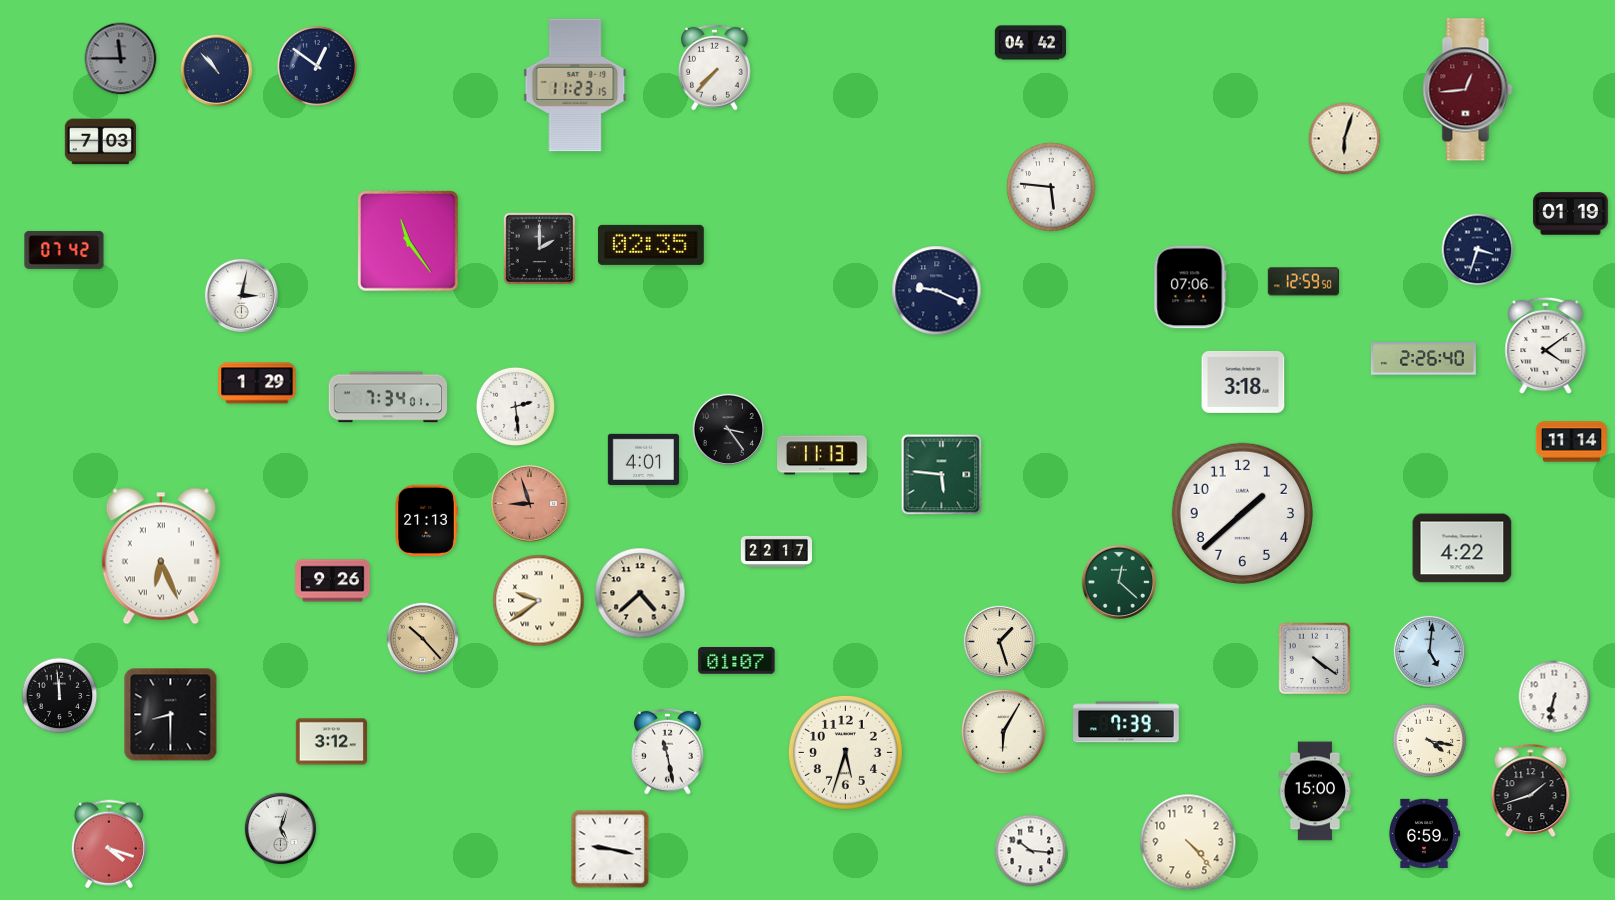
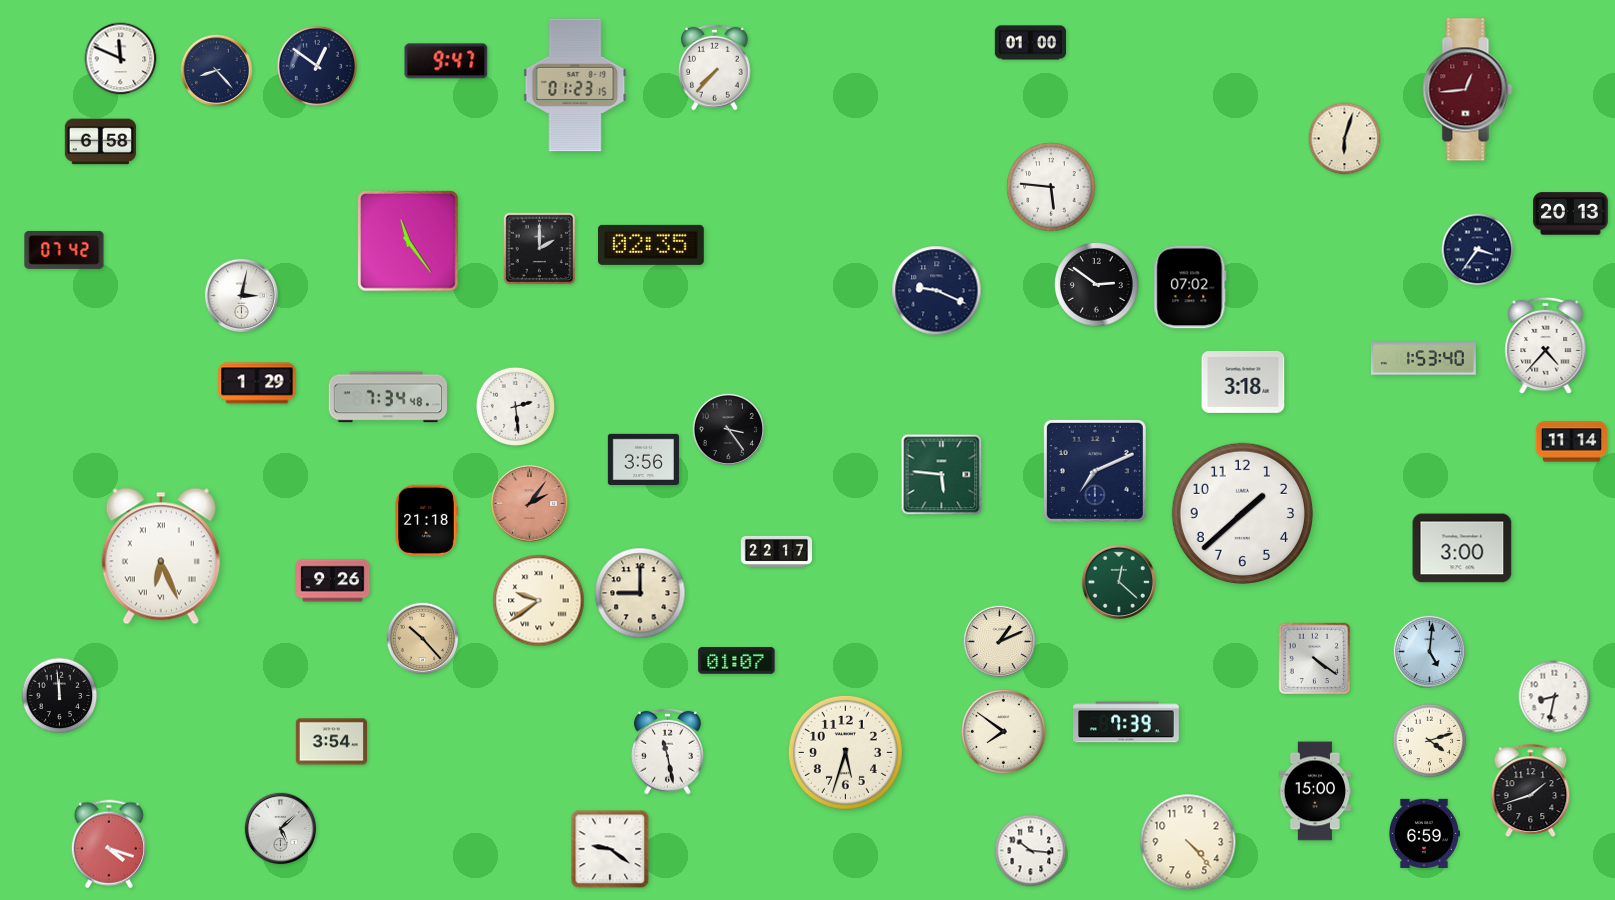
clock at (1030, 43): 04:42 -> 01:00
clock at (121, 59): 11:45 -> 11:49
clock at (121, 59) dial: grey -> white
clock at (446, 61): none -> 9:47
clock at (216, 70): 10:53 -> 8:23
clock at (575, 85): 11:23 -> 01:23
clock at (100, 142): 7:03 -> 6:58
clock at (1571, 214): 01:19 -> 20:13
clock at (1478, 250): 3:33 -> 3:36
clock at (1303, 282): 12:59 -> none
clock at (1097, 285): none -> 2:51
clock at (1190, 287): 07:06 -> 07:02
clock at (1546, 346): 4:09 -> 4:37
clock at (1423, 359): 2:26 -> 1:53
clock at (388, 397): 7:34:01 -> 7:34:48
clock at (823, 455): 11:13 -> none
clock at (643, 459): 4:01 -> 3:56
clock at (1095, 471): none -> 7:11
clock at (529, 503): 8:57 -> 2:06
clock at (426, 520): 21:13 -> 21:18
clock at (1462, 548): 4:22 -> 3:00
clock at (640, 593): 4:38 -> 9:00
clock at (999, 641): 1:27 -> 1:11
clock at (1555, 697): 6:32 -> 8:32
clock at (171, 715): 8:30 -> none
clock at (1004, 732): 6:05 -> 7:51
clock at (1430, 741): 4:17 -> 4:12
clock at (331, 742): 3:12 -> 3:54
clock at (280, 828): 5:03 -> 5:08
clock at (610, 849): 9:17 -> 9:21
